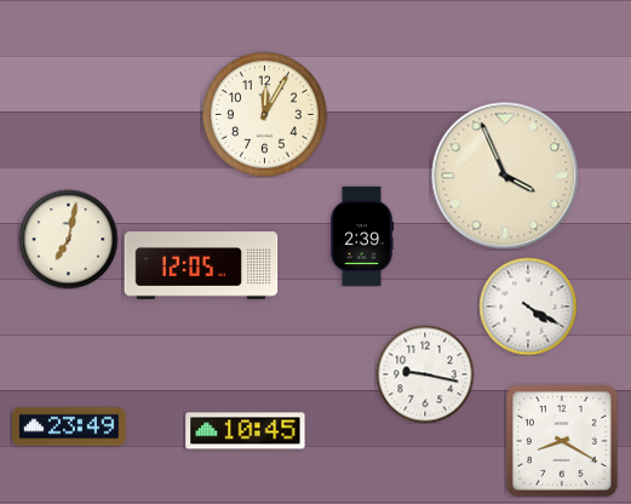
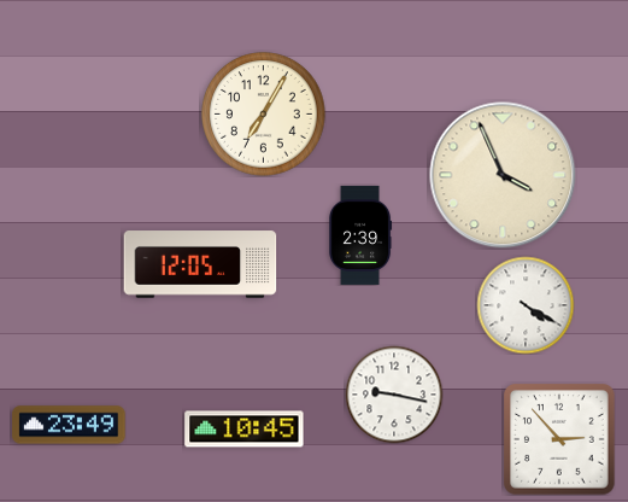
clock at (265, 115): 12:05 -> 7:05
clock at (68, 239): 7:02 -> none
clock at (425, 374) position: (425, 374) -> (394, 395)
clock at (562, 441): 8:20 -> 2:53
